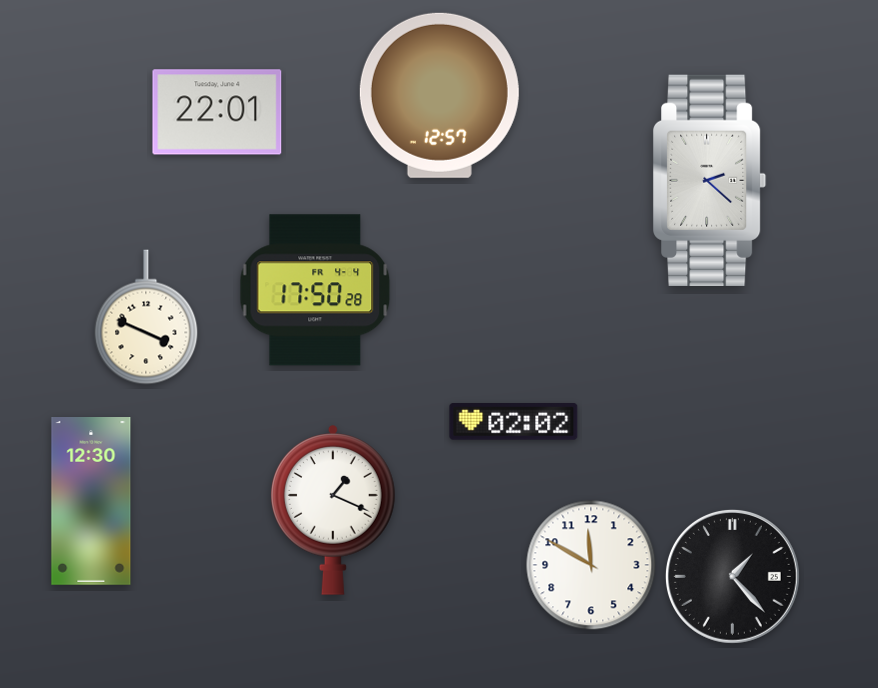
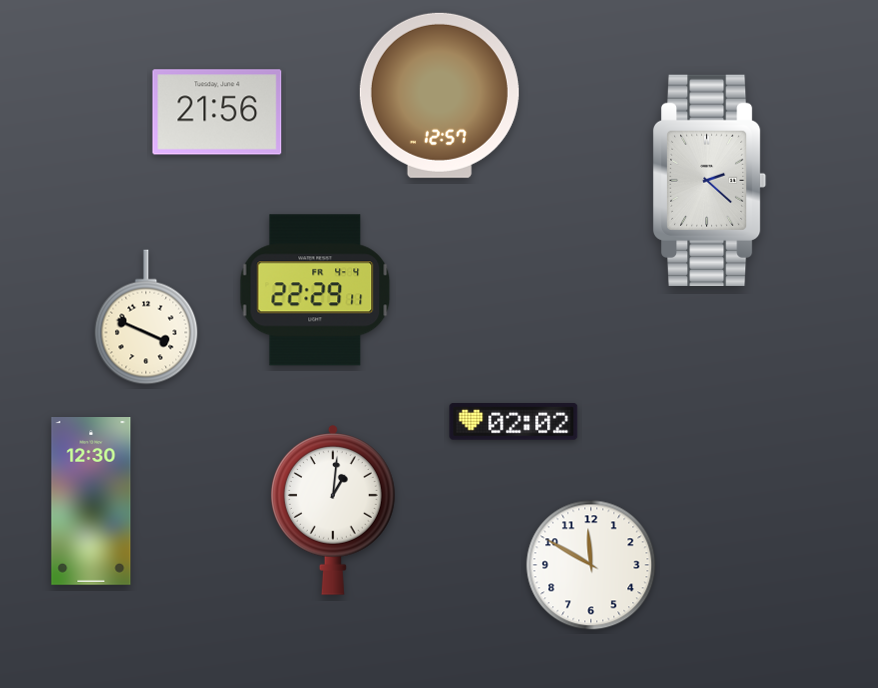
clock at (217, 112): 22:01 -> 21:56
clock at (315, 290): 17:50 -> 22:29
clock at (333, 510): 1:19 -> 1:01
clock at (732, 576): 1:23 -> none
